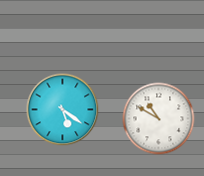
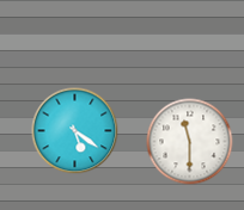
clock at (159, 119): 10:50 -> 11:30
